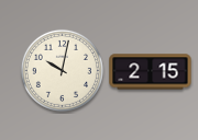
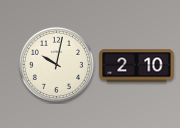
clock at (151, 72): 2:15 -> 2:10
